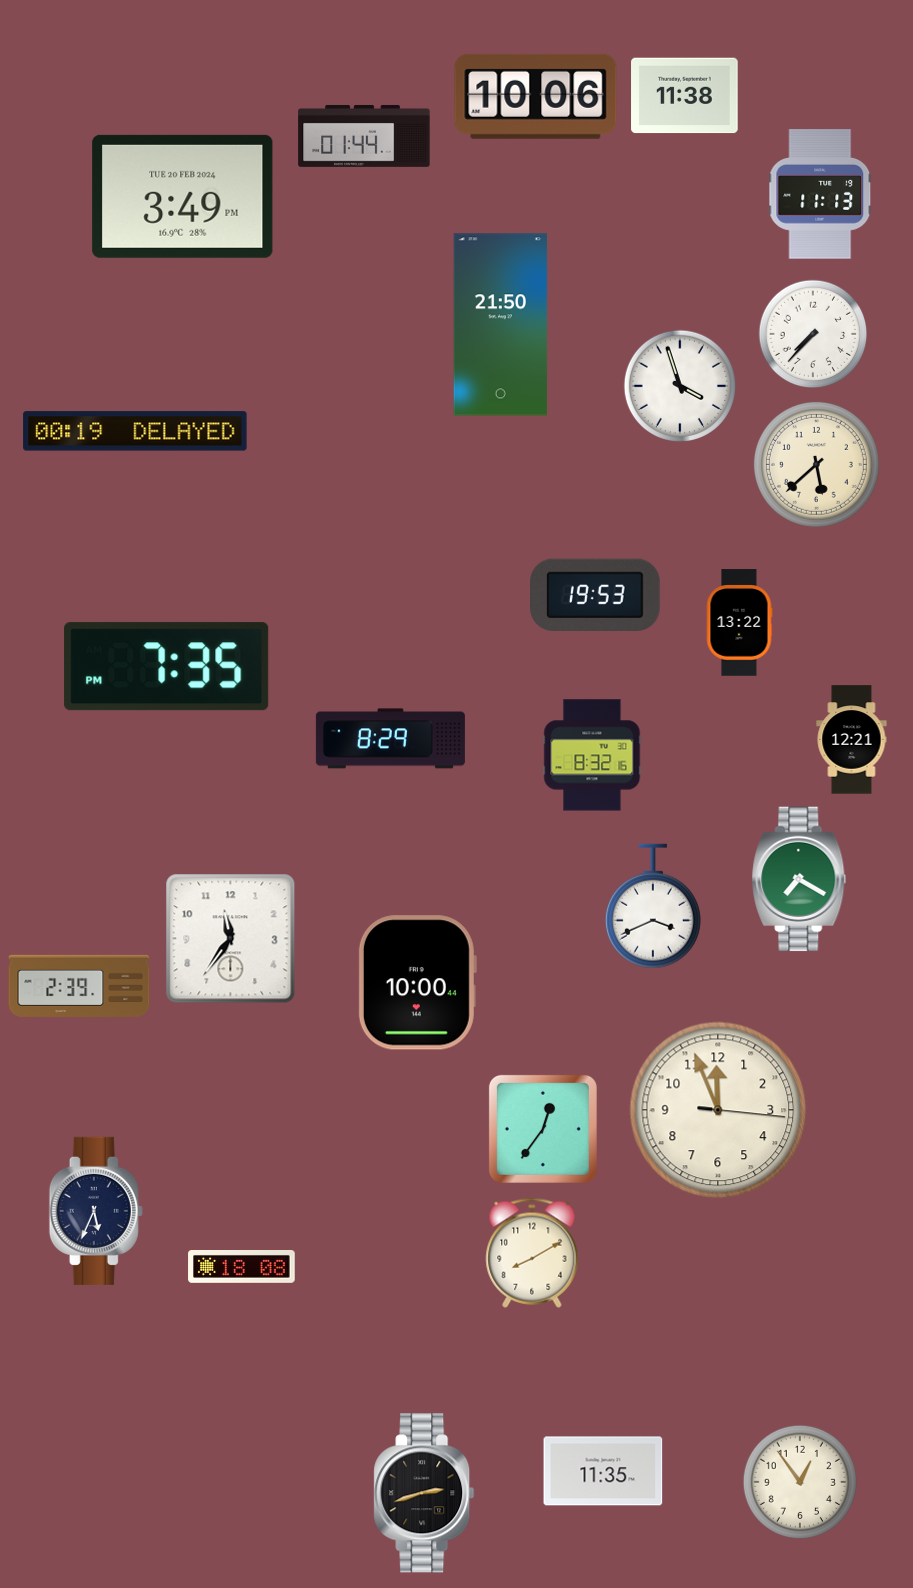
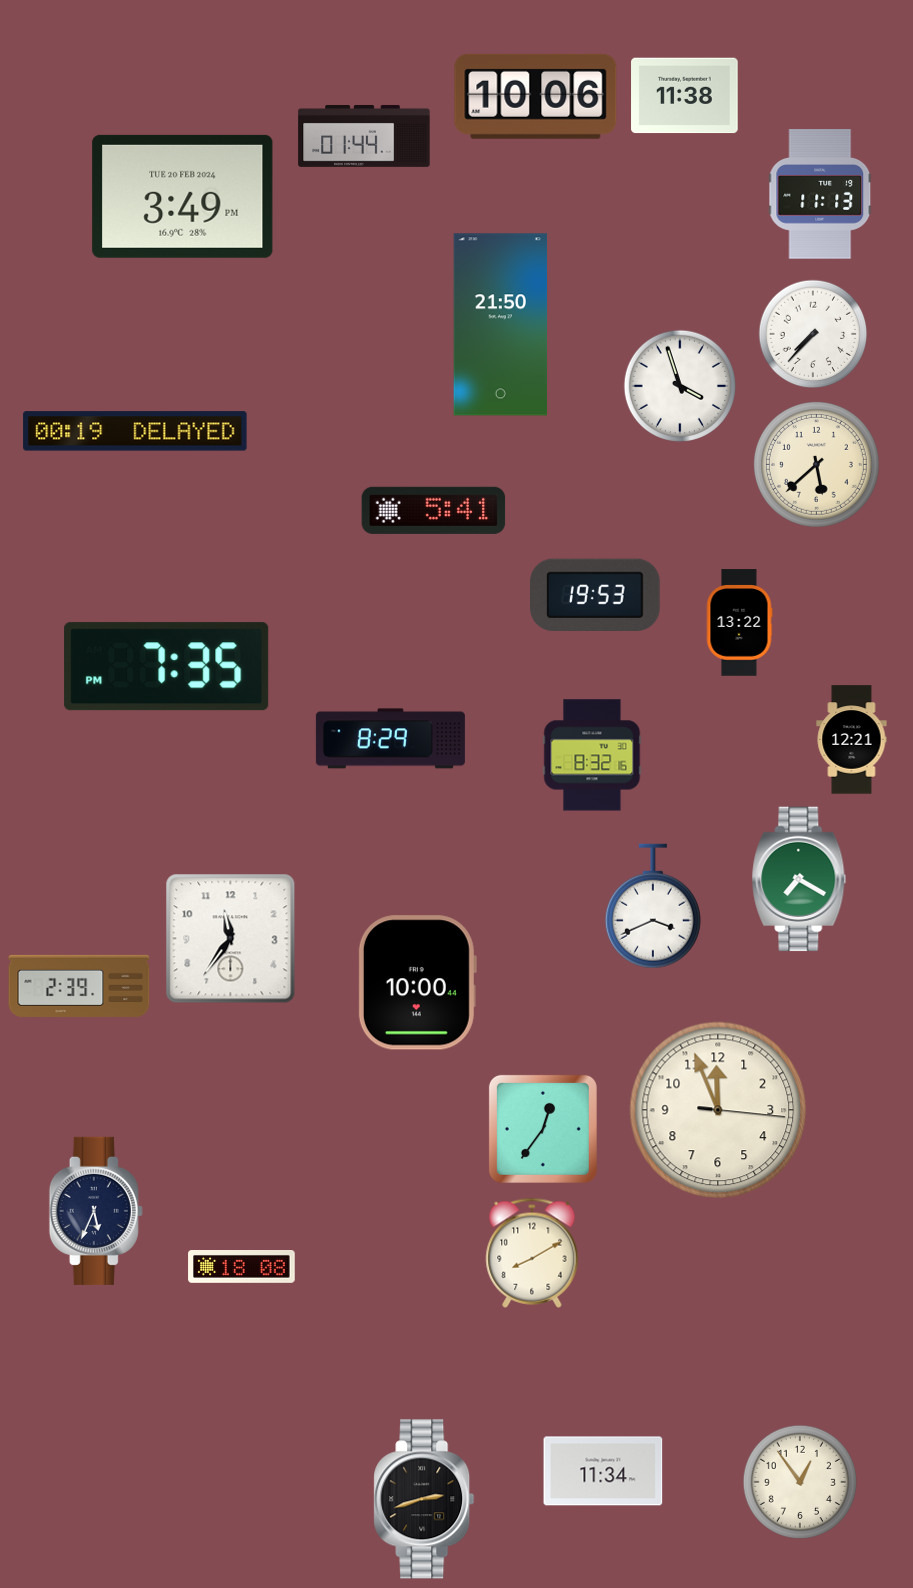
clock at (434, 510): none -> 5:41
clock at (603, 1471): 11:35 -> 11:34
clock at (424, 1493) position: (424, 1493) -> (424, 1499)
